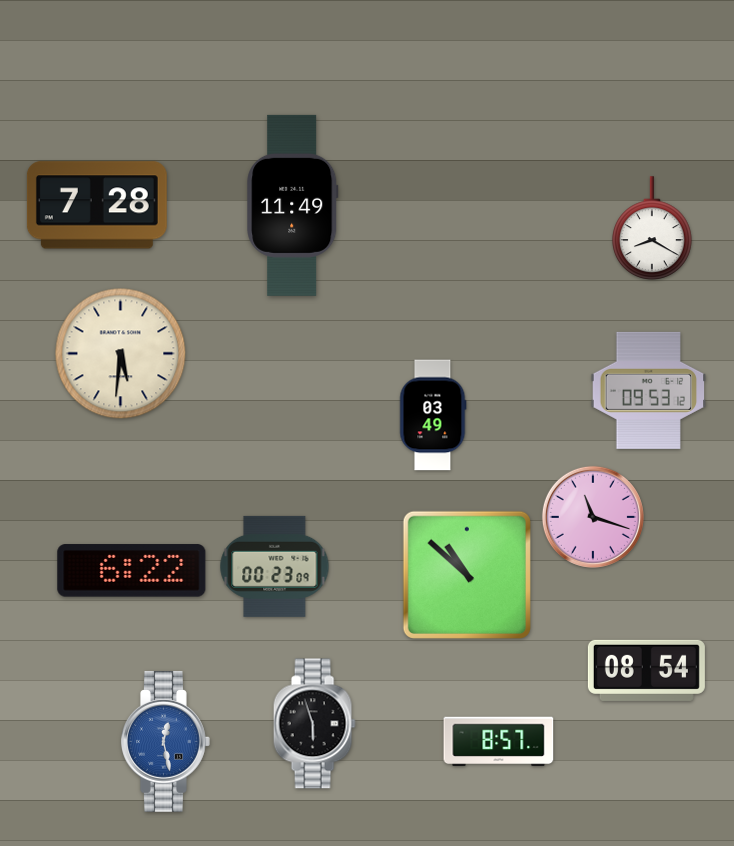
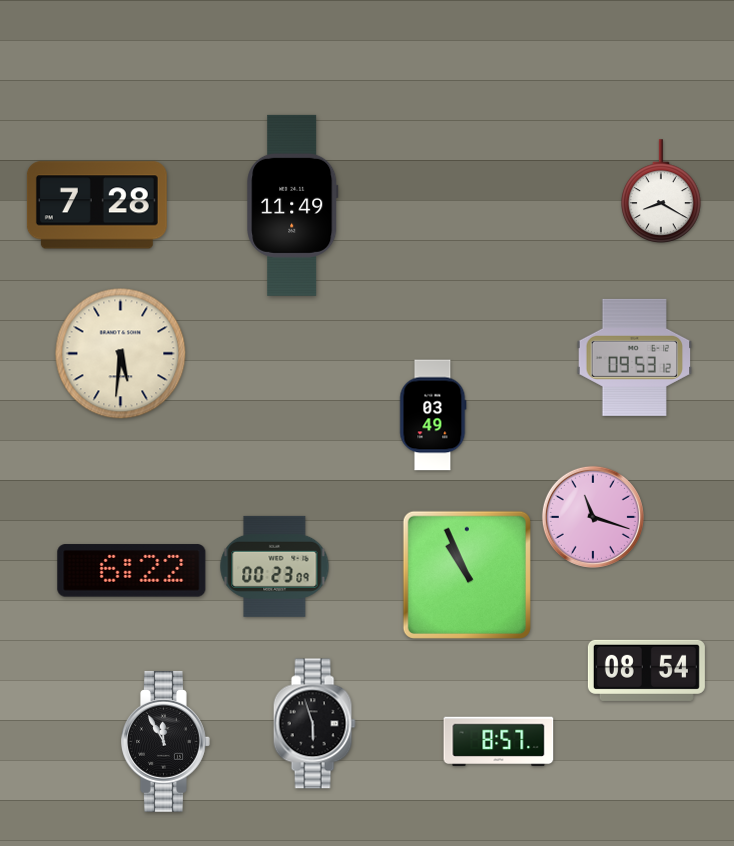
clock at (653, 228) position: (653, 228) -> (662, 191)
clock at (649, 390) position: (649, 390) -> (635, 357)
clock at (467, 575): 10:52 -> 10:56
clock at (166, 741): 12:28 -> 11:55
clock at (166, 741) dial: blue -> black
